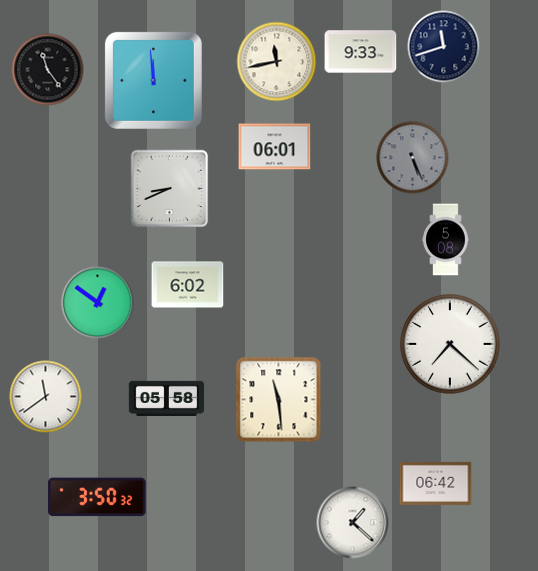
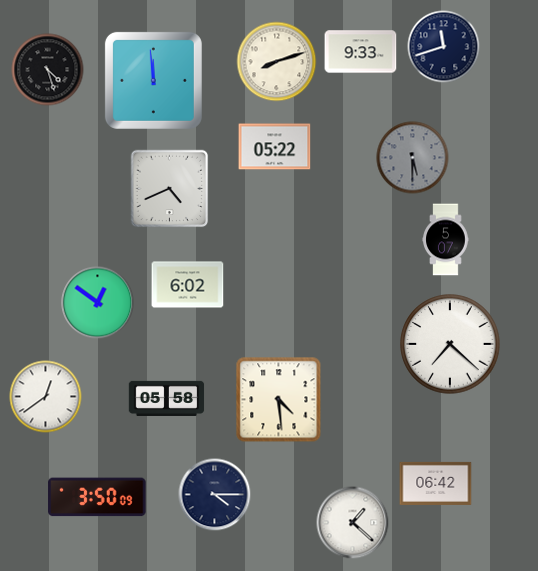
clock at (277, 62): 11:43 -> 8:12
clock at (48, 70): 11:24 -> 4:27
clock at (275, 147): 06:01 -> 05:22
clock at (413, 158): 5:26 -> 5:30
clock at (170, 189): 8:41 -> 4:41
clock at (446, 240): 5:08 -> 5:07
clock at (46, 397): 11:39 -> 12:39
clock at (279, 400): 11:29 -> 4:29
clock at (215, 495): none -> 4:15
clock at (97, 497): 3:50:32 -> 3:50:09
